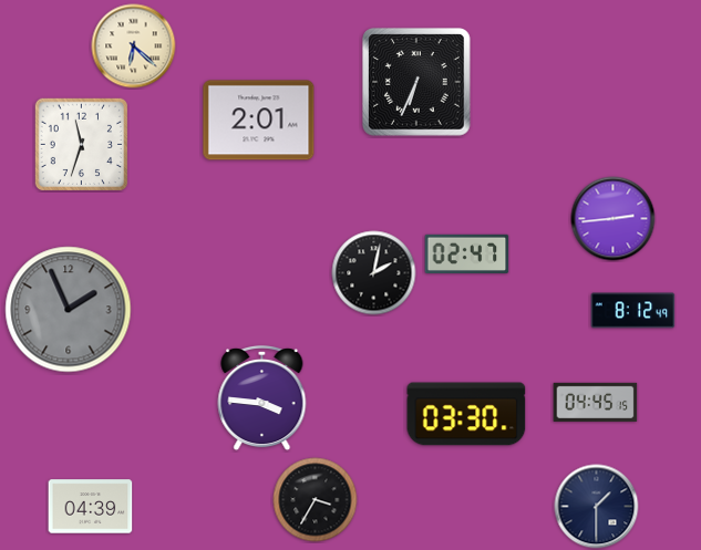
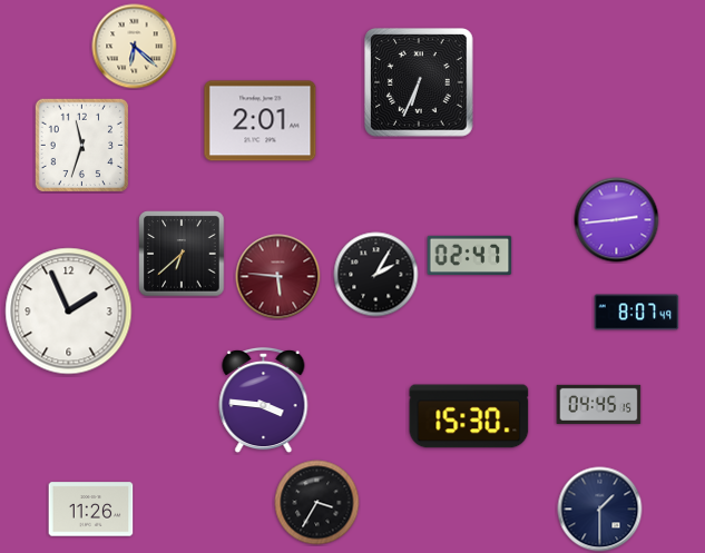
clock at (182, 254): none -> 6:38
clock at (374, 273): 2:02 -> 2:05
clock at (278, 277): none -> 5:46
clock at (69, 310) dial: grey -> white
clock at (633, 311): 8:12 -> 8:07
clock at (466, 414): 03:30 -> 15:30
clock at (91, 507): 04:39 -> 11:26
